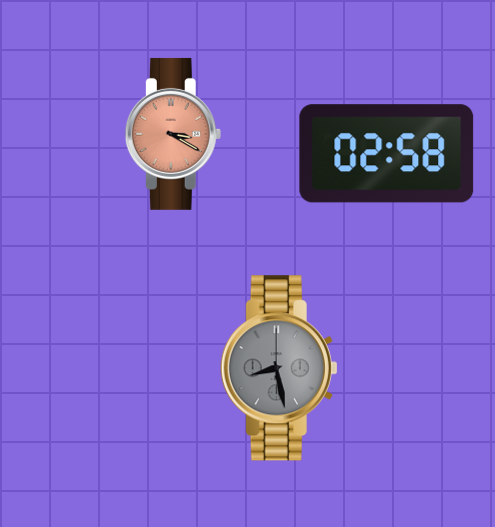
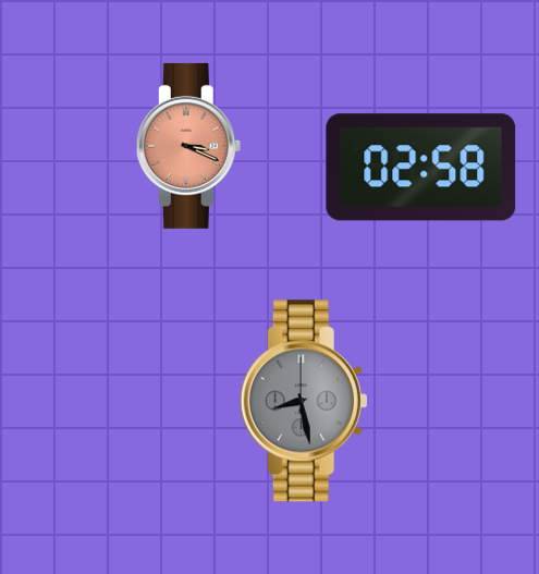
clock at (173, 134): 3:20 -> 3:19
